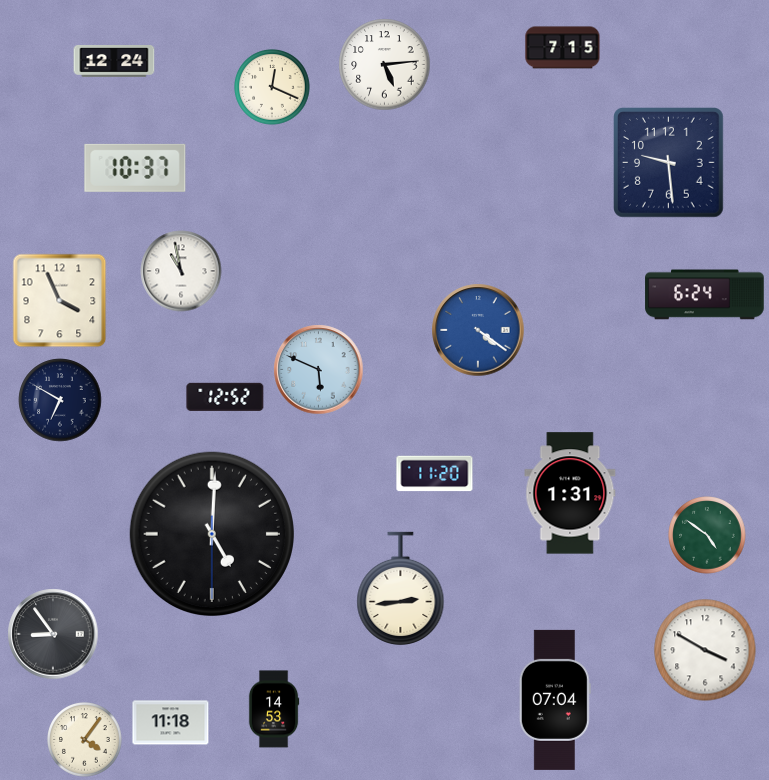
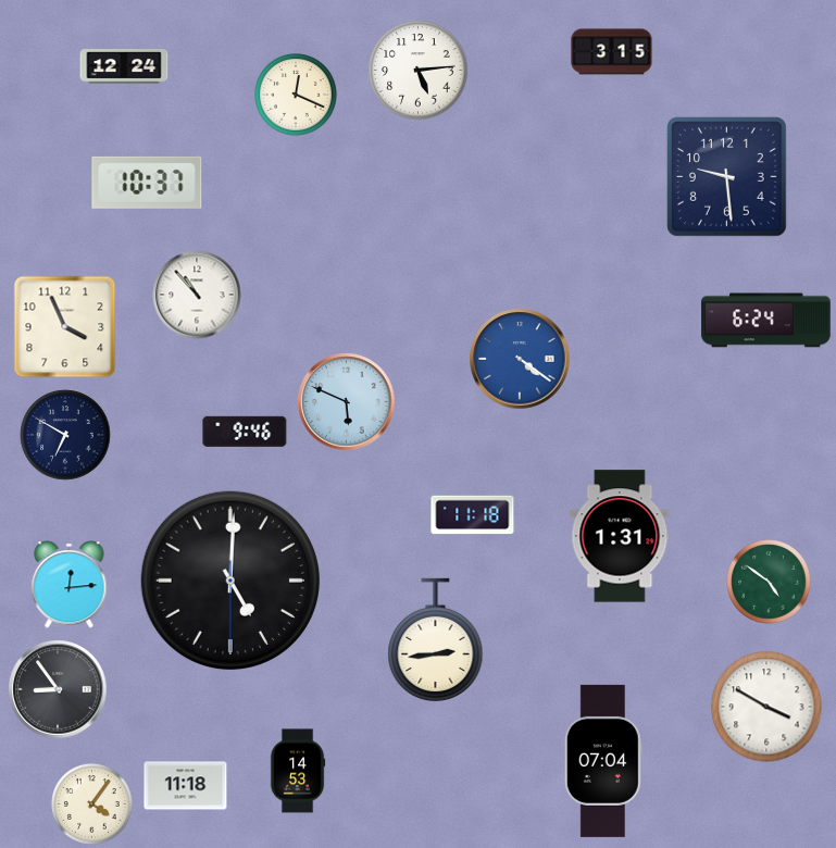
clock at (563, 48): 7:15 -> 3:15
clock at (181, 271): 10:58 -> 10:53
clock at (225, 397): 12:52 -> 9:46
clock at (435, 474): 11:20 -> 11:18
clock at (70, 585): none -> 12:14
